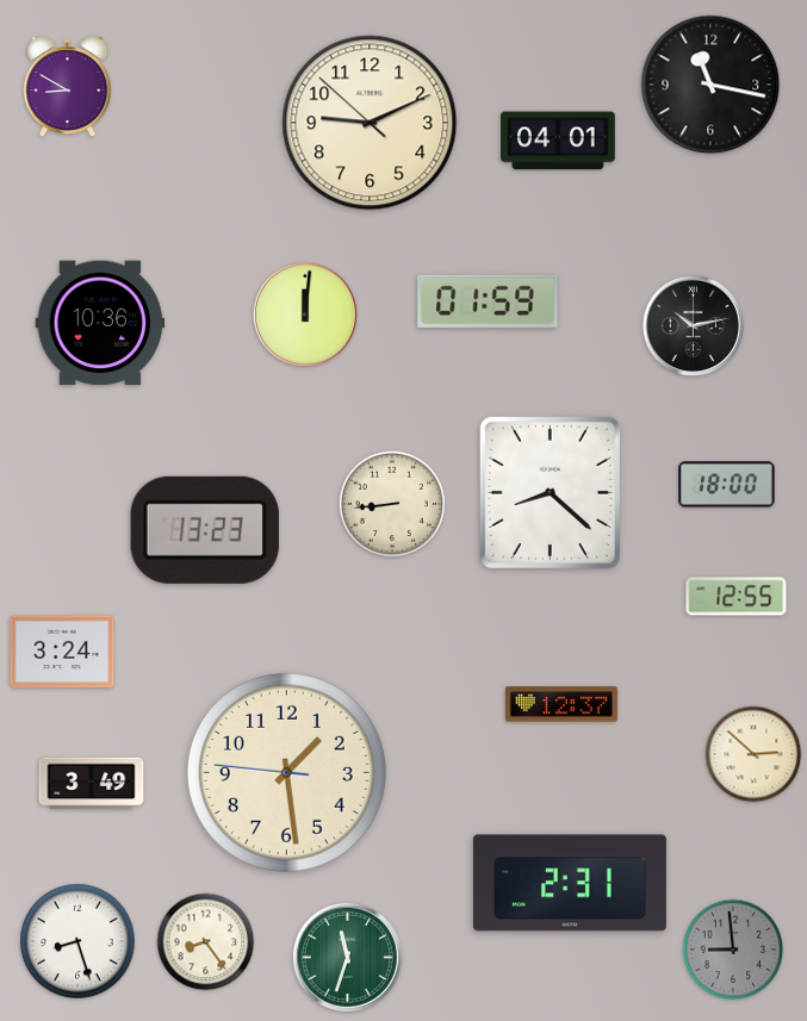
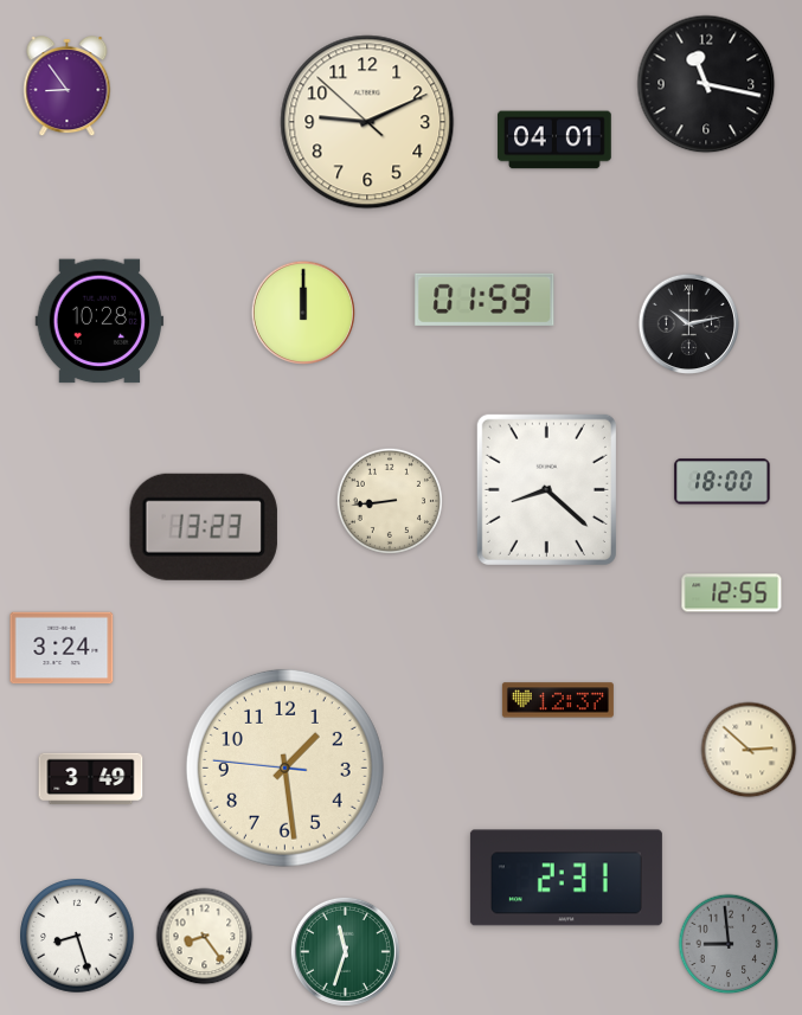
clock at (68, 88): 8:50 -> 8:54
clock at (305, 315): 12:01 -> 12:00
clock at (100, 323): 10:36 -> 10:28
